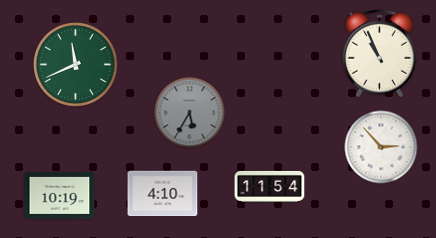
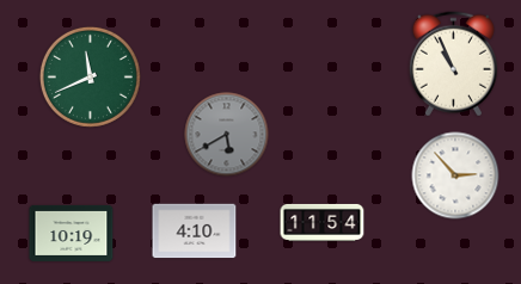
clock at (190, 113): 5:35 -> 5:40
